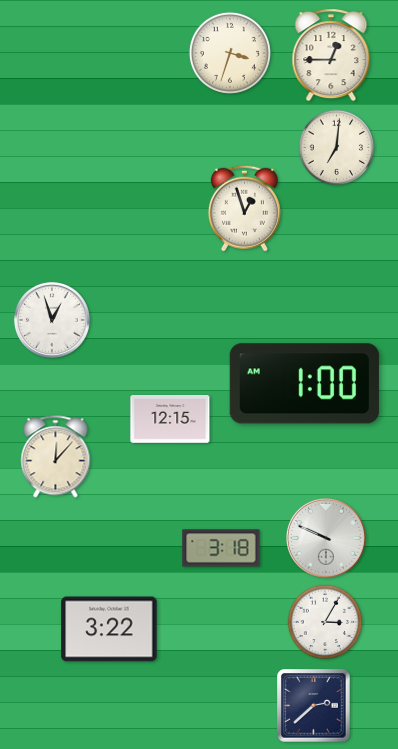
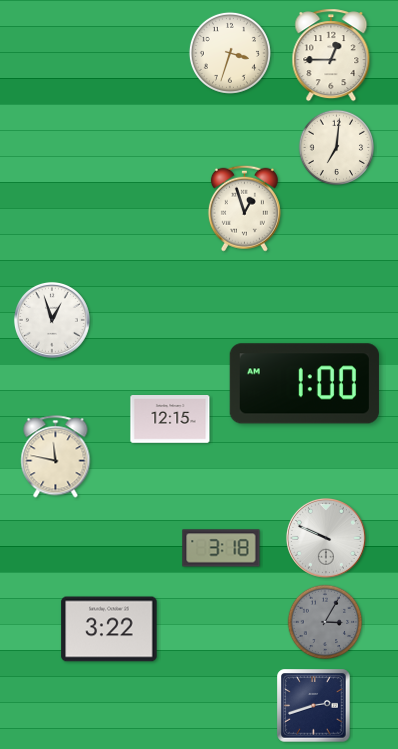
clock at (56, 457): 12:07 -> 11:47
clock at (325, 622) dial: white -> grey
clock at (314, 706): 2:38 -> 2:42
